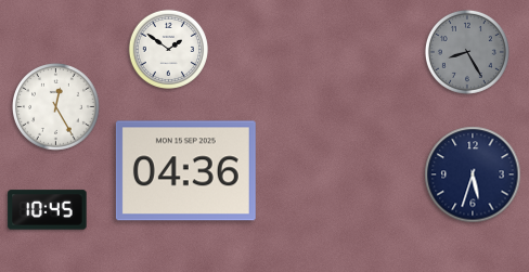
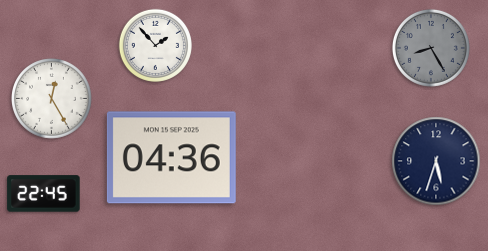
clock at (168, 49): 1:51 -> 1:53
clock at (48, 210): 10:45 -> 22:45
